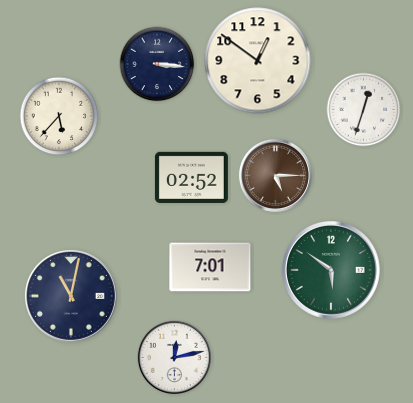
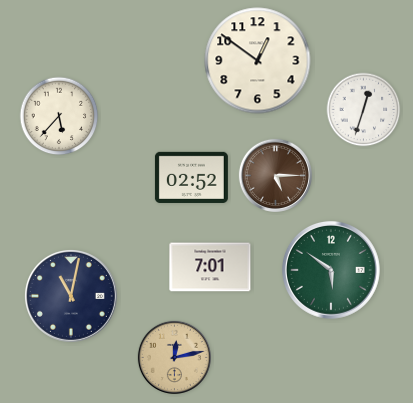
clock at (157, 64): 3:16 -> none
clock at (174, 357) dial: white -> champagne
